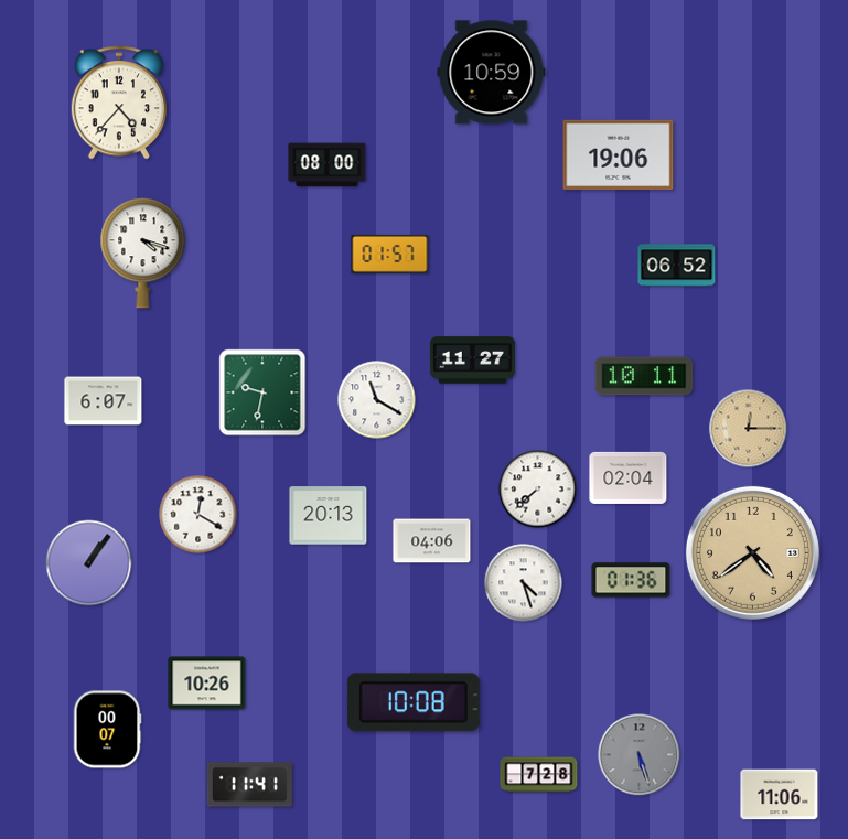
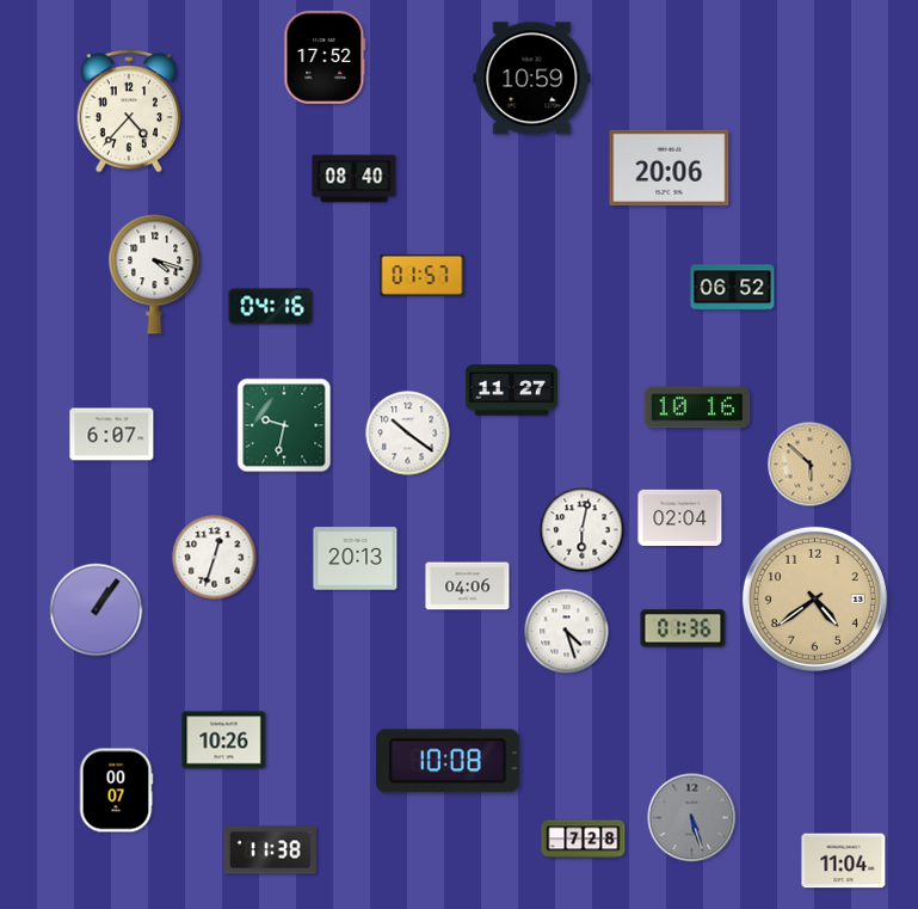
clock at (325, 57): none -> 17:52
clock at (619, 155): 19:06 -> 20:06
clock at (328, 165): 08:00 -> 08:40
clock at (271, 307): none -> 04:16
clock at (644, 376): 10:11 -> 10:16
clock at (377, 400): 11:20 -> 10:21
clock at (749, 429): 12:15 -> 5:52
clock at (538, 490): 7:38 -> 6:02
clock at (198, 515): 12:20 -> 12:33
clock at (249, 785): 11:41 -> 11:38
clock at (780, 795): 11:06 -> 11:04
